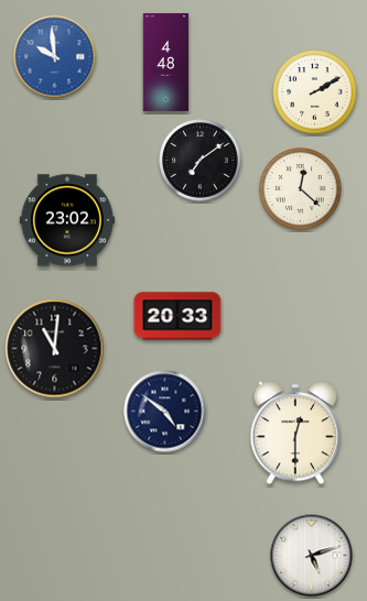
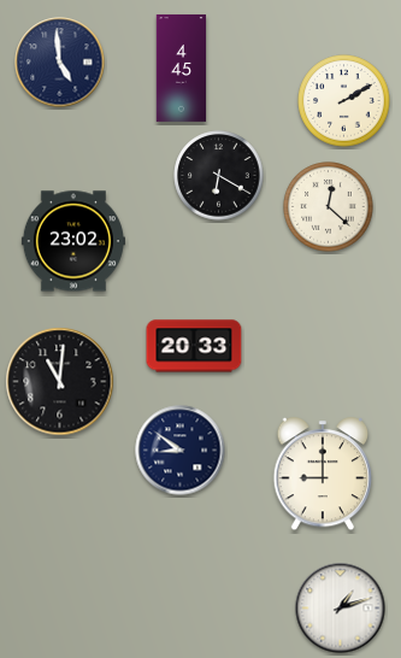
clock at (55, 57): 9:59 -> 4:59
clock at (55, 57) dial: blue -> navy
clock at (166, 62): 4:48 -> 4:45
clock at (201, 161): 7:09 -> 6:20
clock at (165, 412): 4:51 -> 8:51
clock at (295, 434): 12:30 -> 9:00
clock at (312, 556): 5:12 -> 1:12
